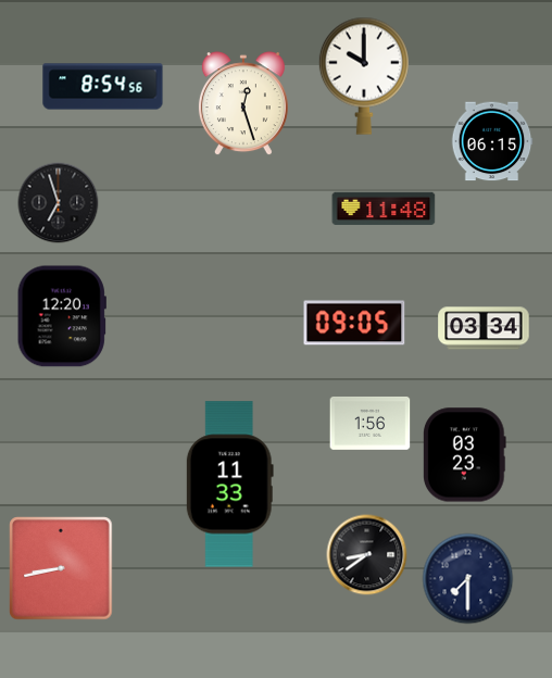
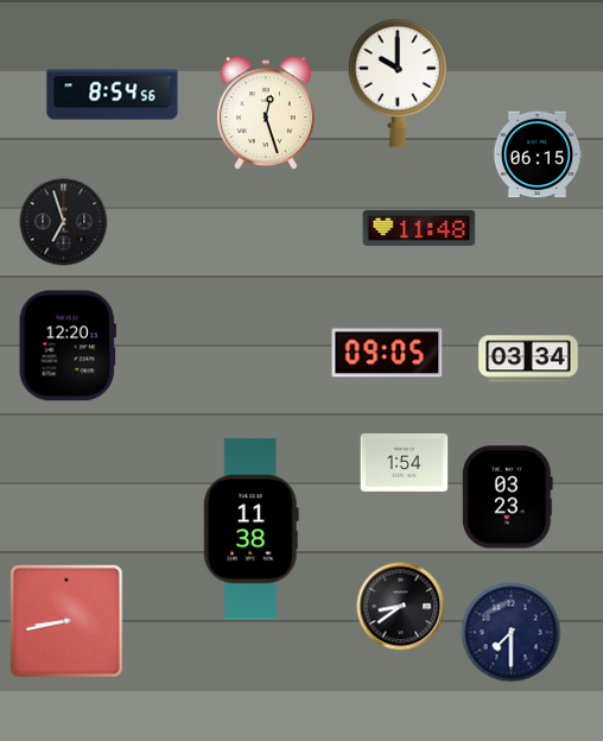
clock at (371, 423): 1:56 -> 1:54
clock at (229, 485): 11:33 -> 11:38
